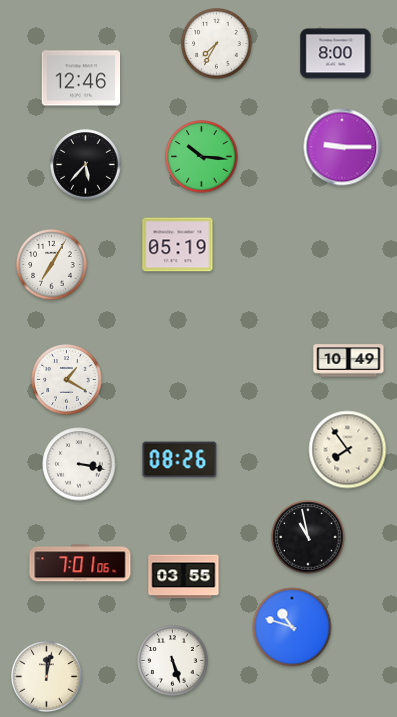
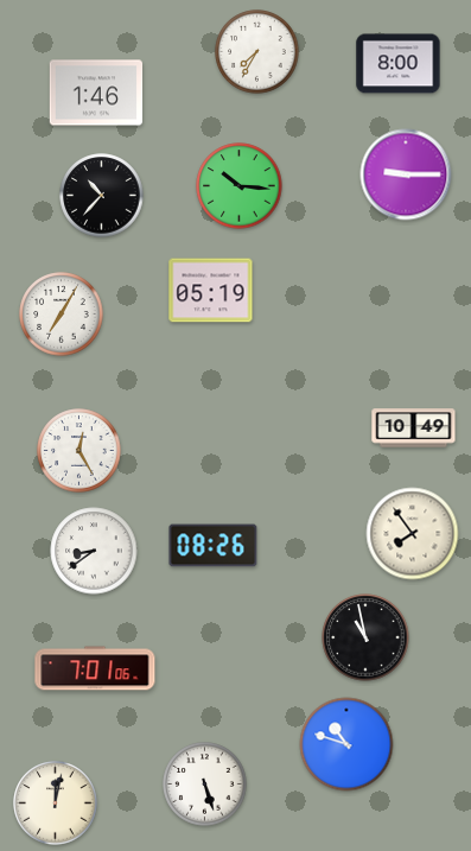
clock at (81, 78): 12:46 -> 1:46
clock at (86, 165): 5:37 -> 10:37
clock at (67, 380): 1:20 -> 12:25
clock at (79, 464): 3:17 -> 8:39
clock at (184, 577): 03:55 -> none
